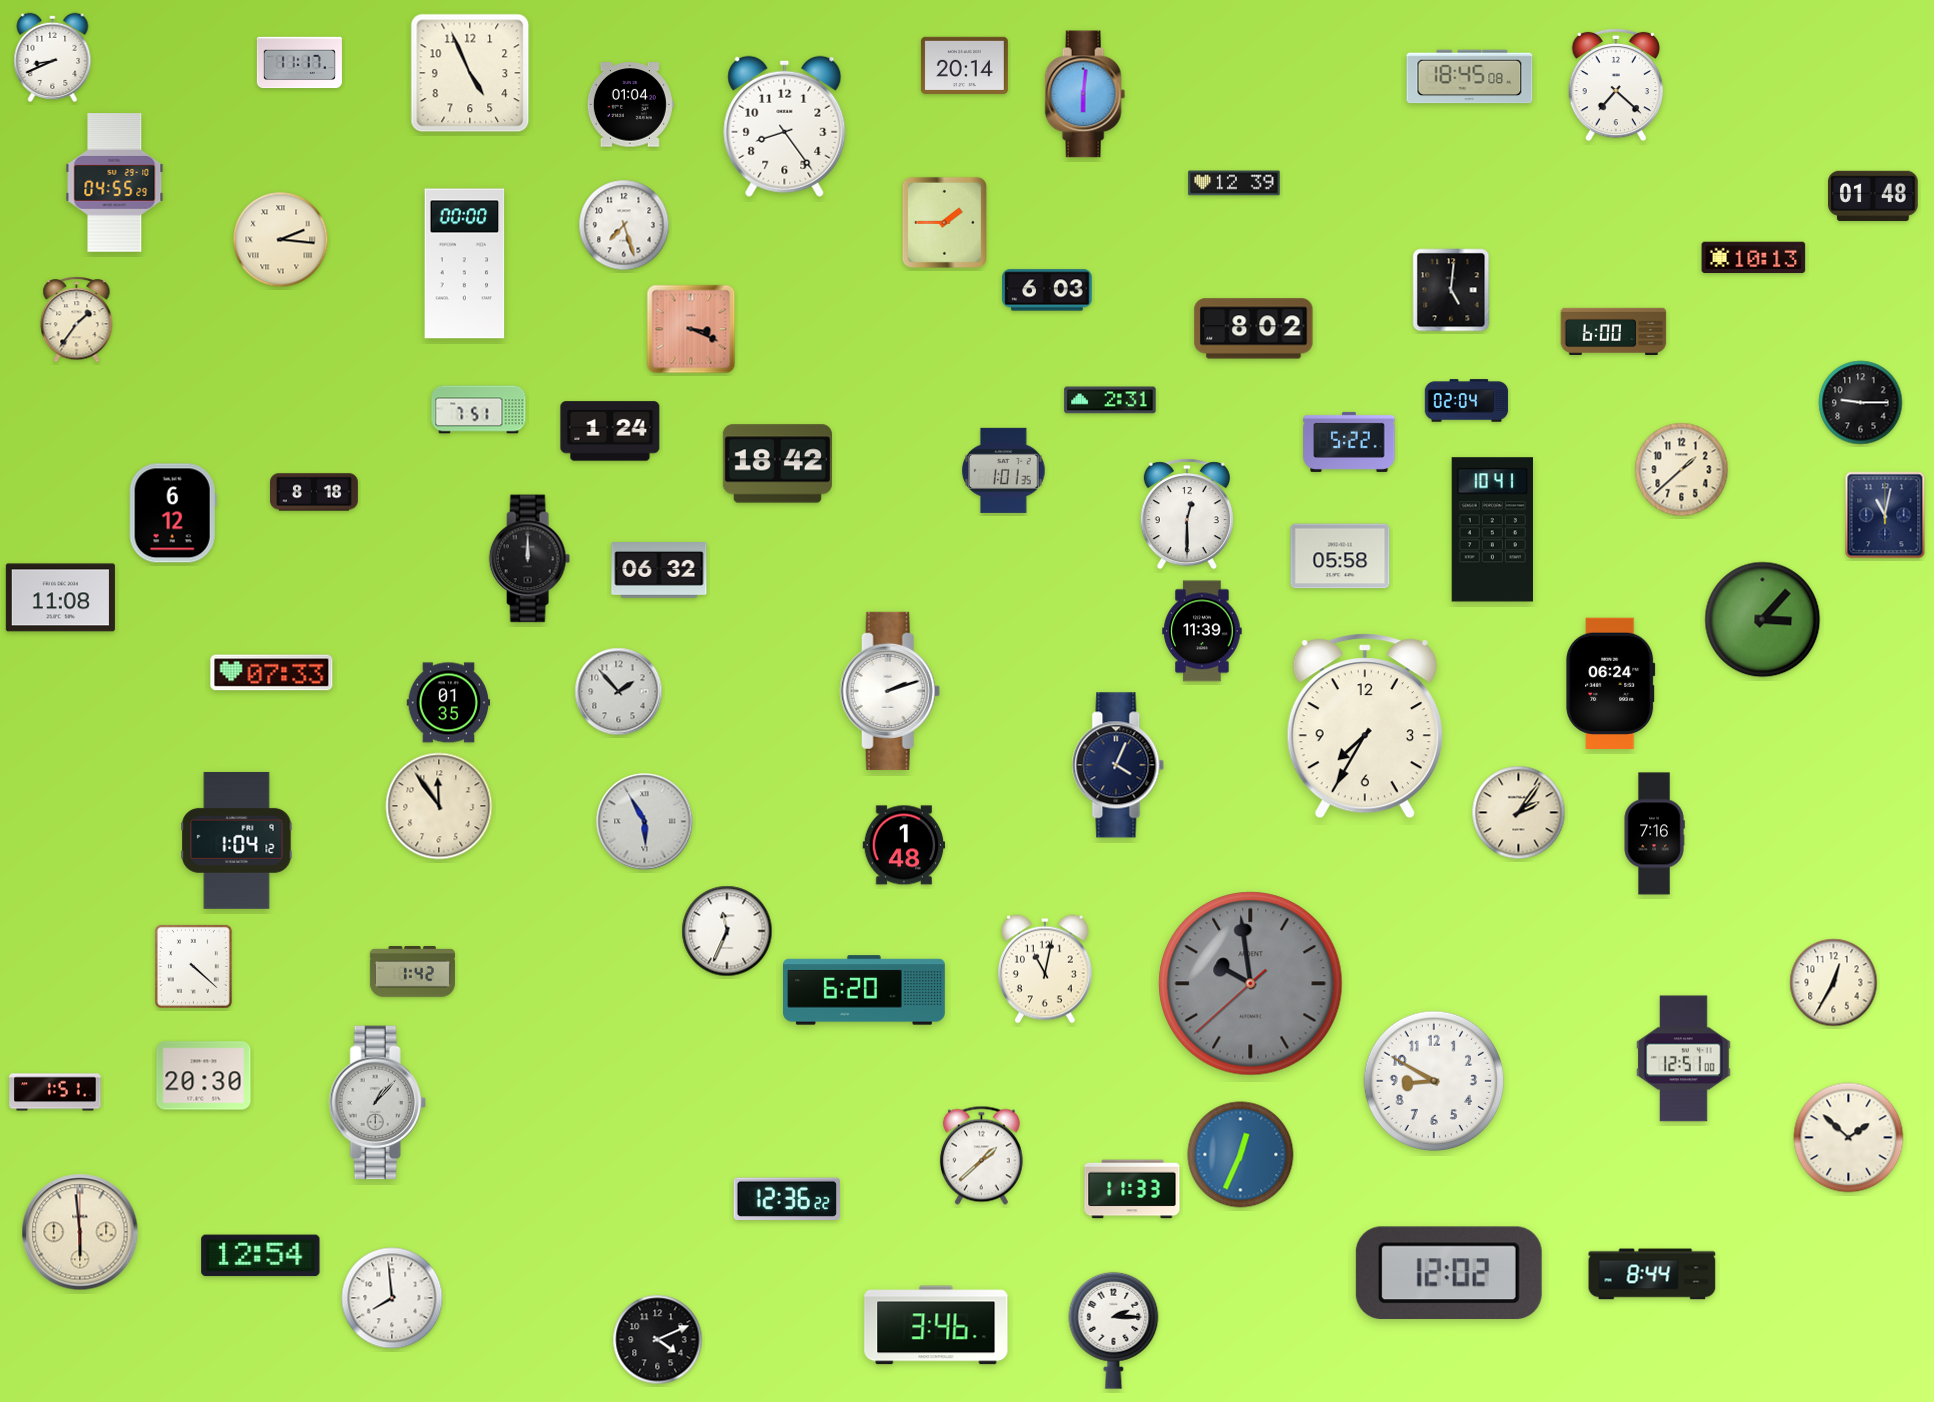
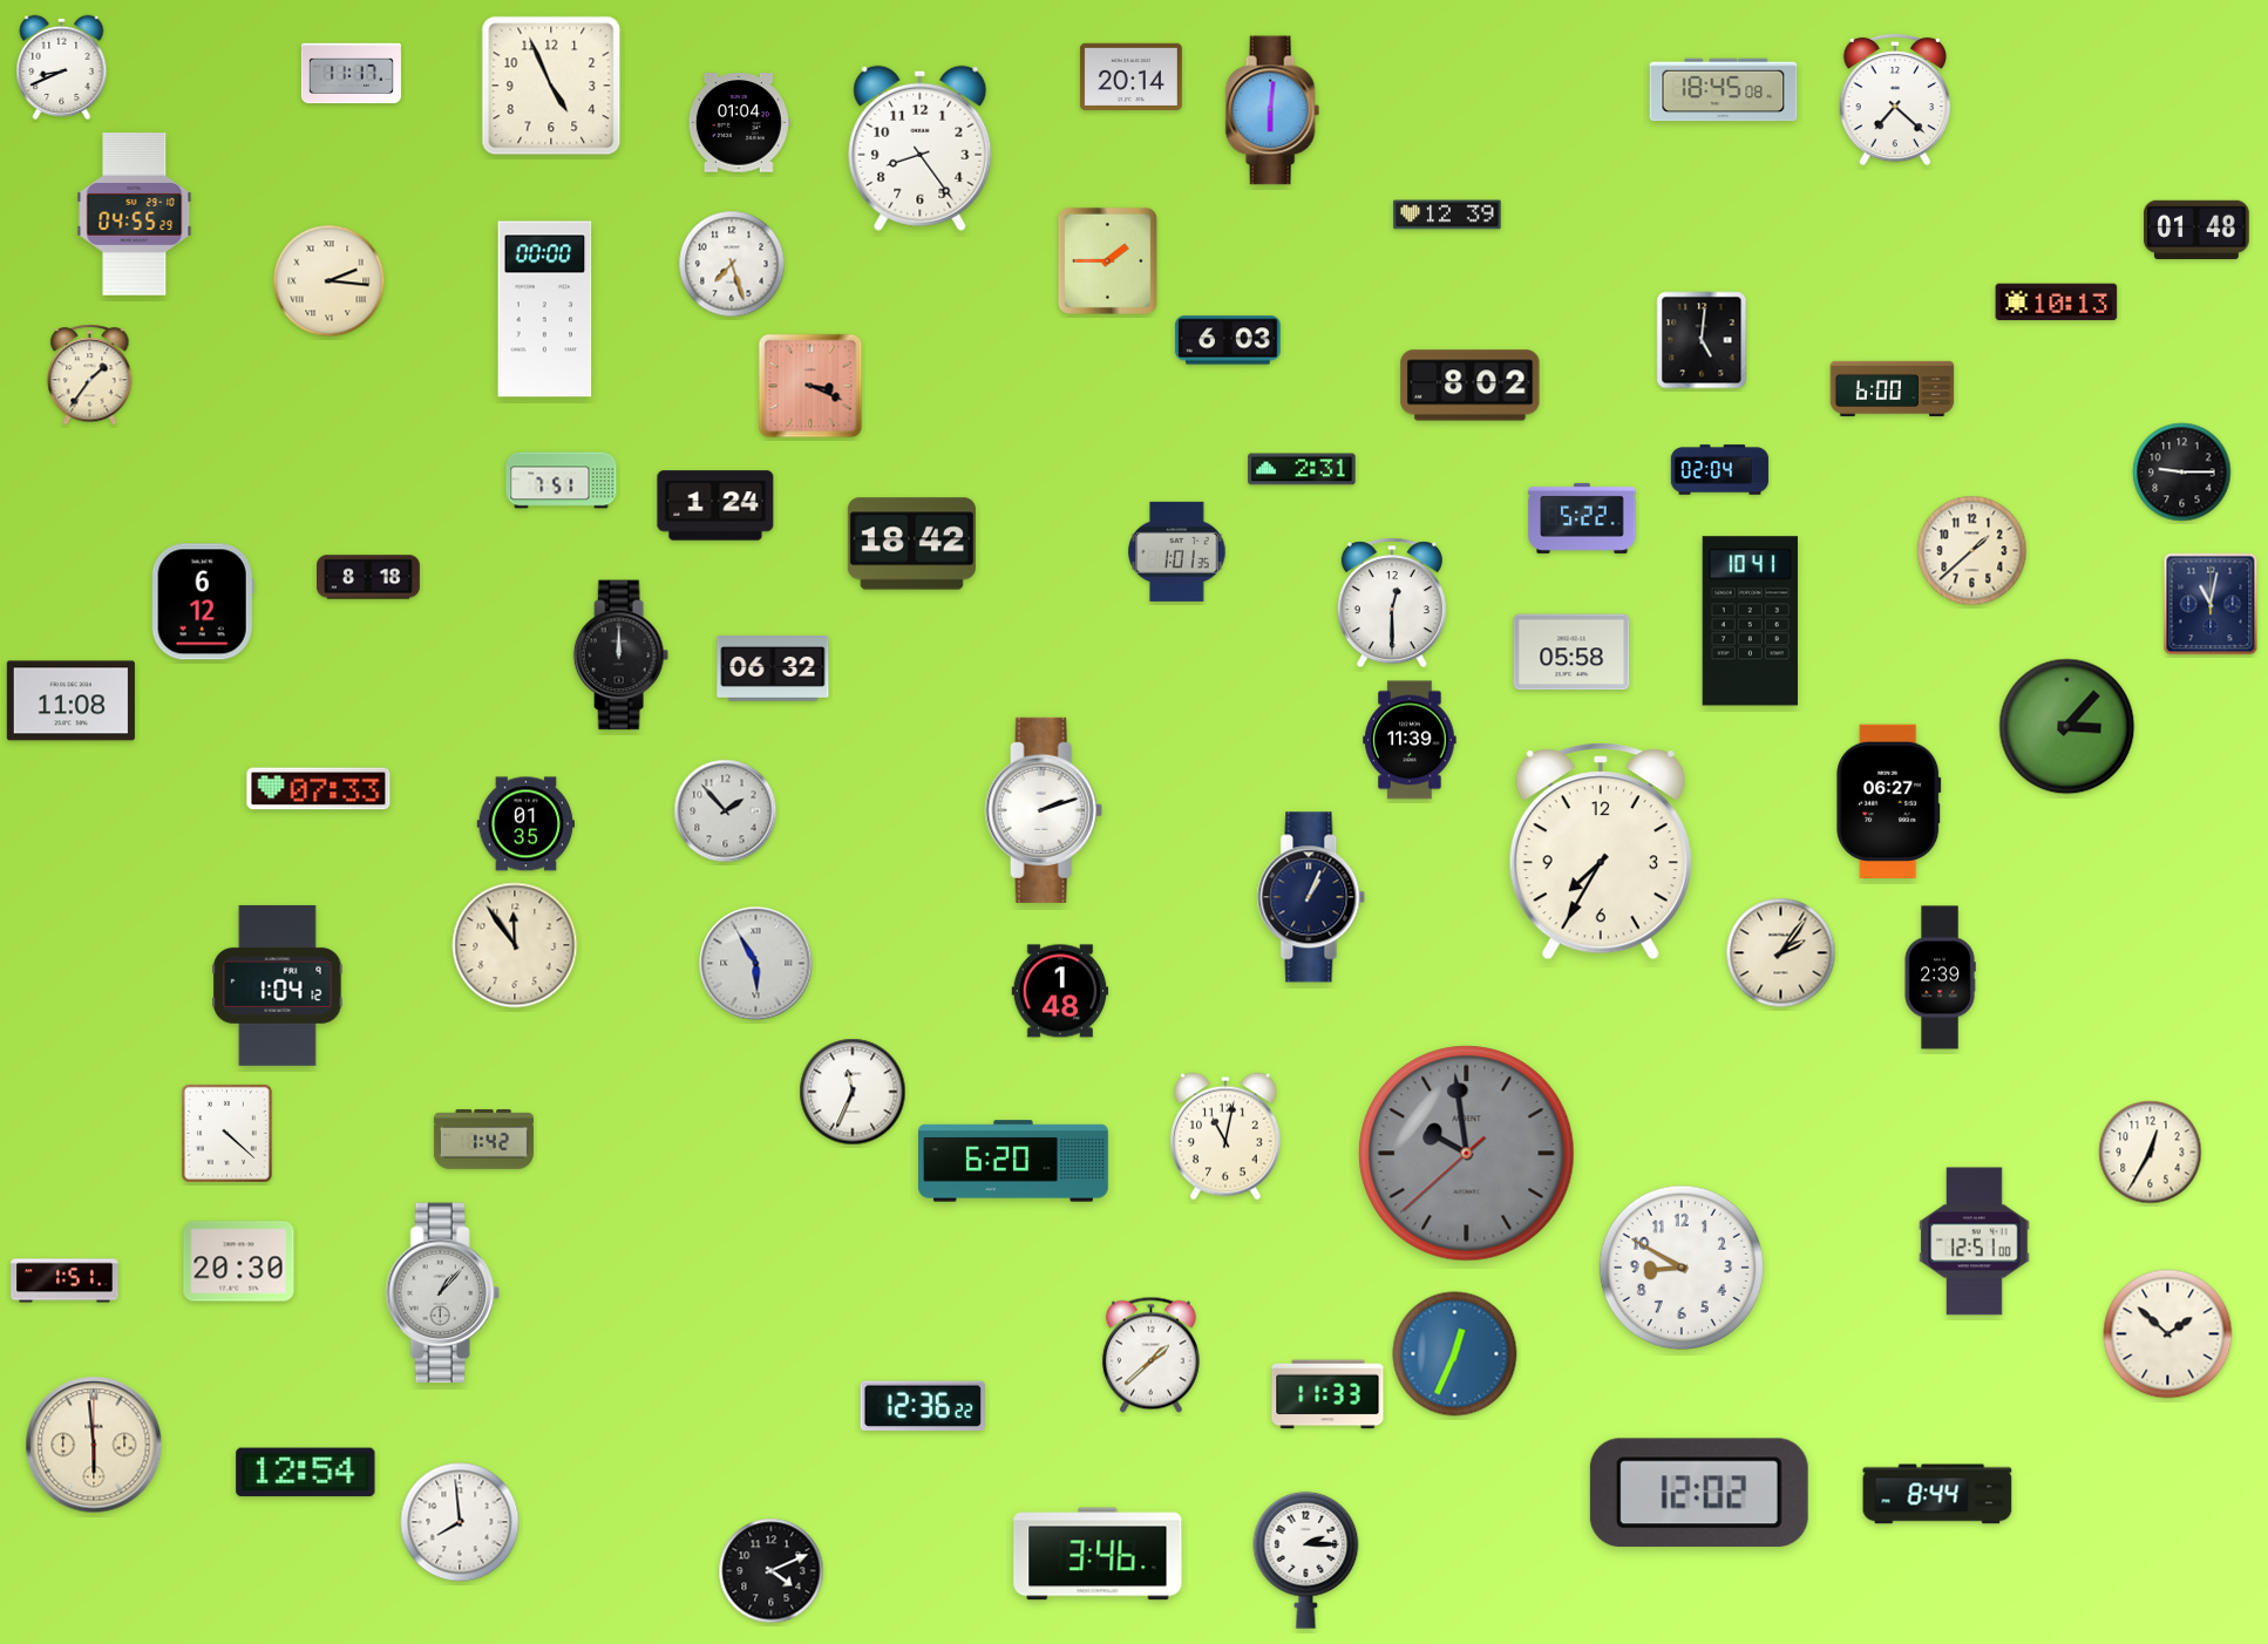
clock at (1611, 683): 06:24 -> 06:27
clock at (1118, 765): 4:04 -> 1:04
clock at (1654, 834): 7:16 -> 2:39
